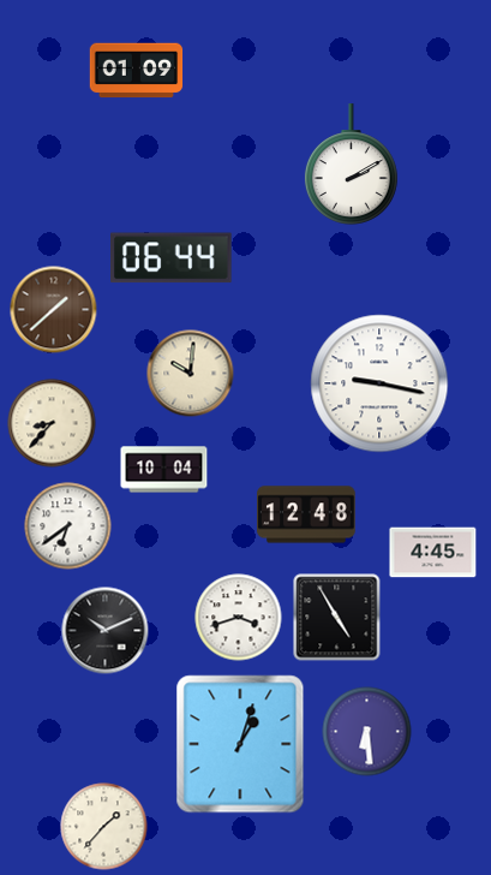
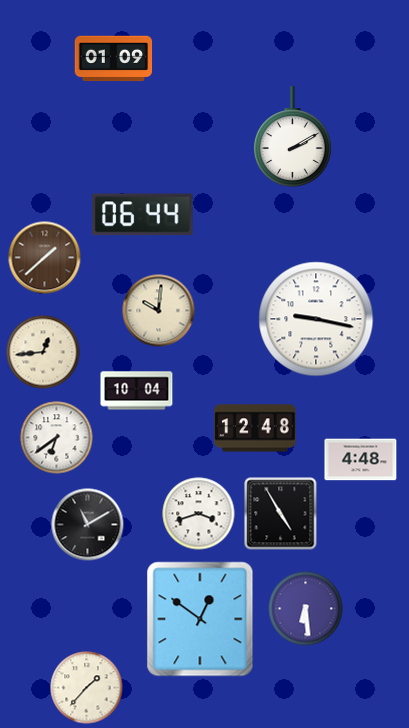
clock at (52, 423): 8:37 -> 12:44
clock at (433, 553): 4:45 -> 4:48
clock at (106, 631): 10:11 -> 11:10
clock at (240, 744): 1:03 -> 12:51
